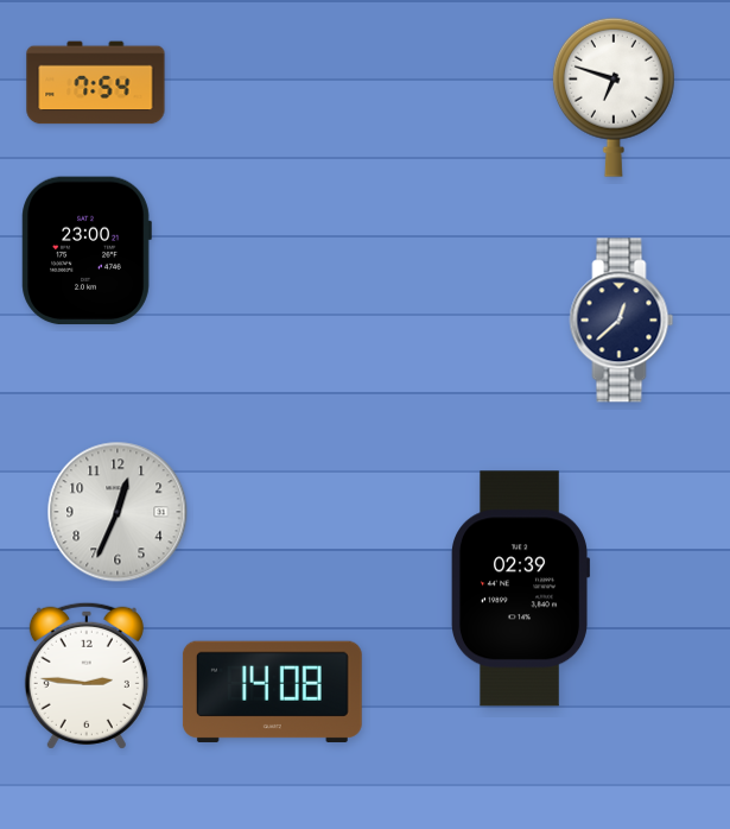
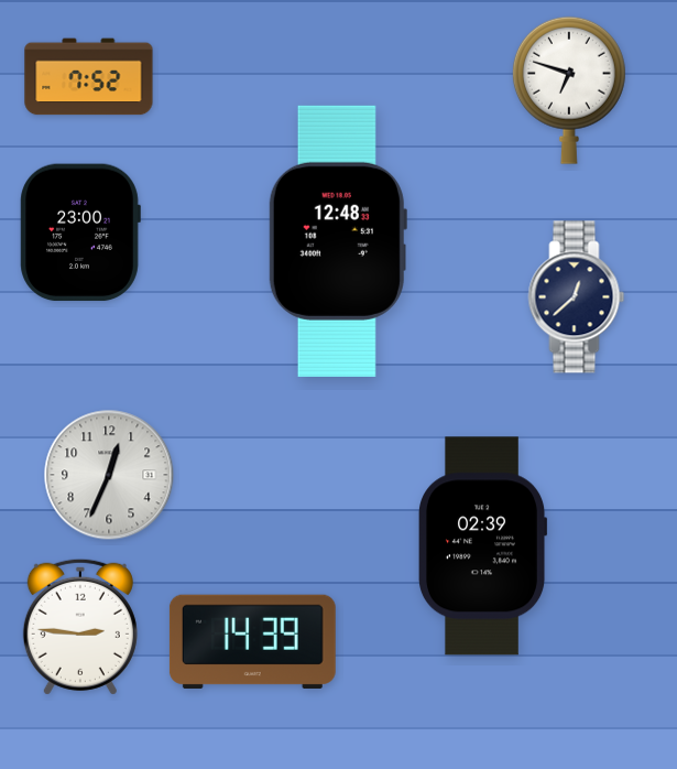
clock at (96, 83): 7:54 -> 7:52
clock at (338, 241): none -> 12:48
clock at (272, 691): 14:08 -> 14:39
